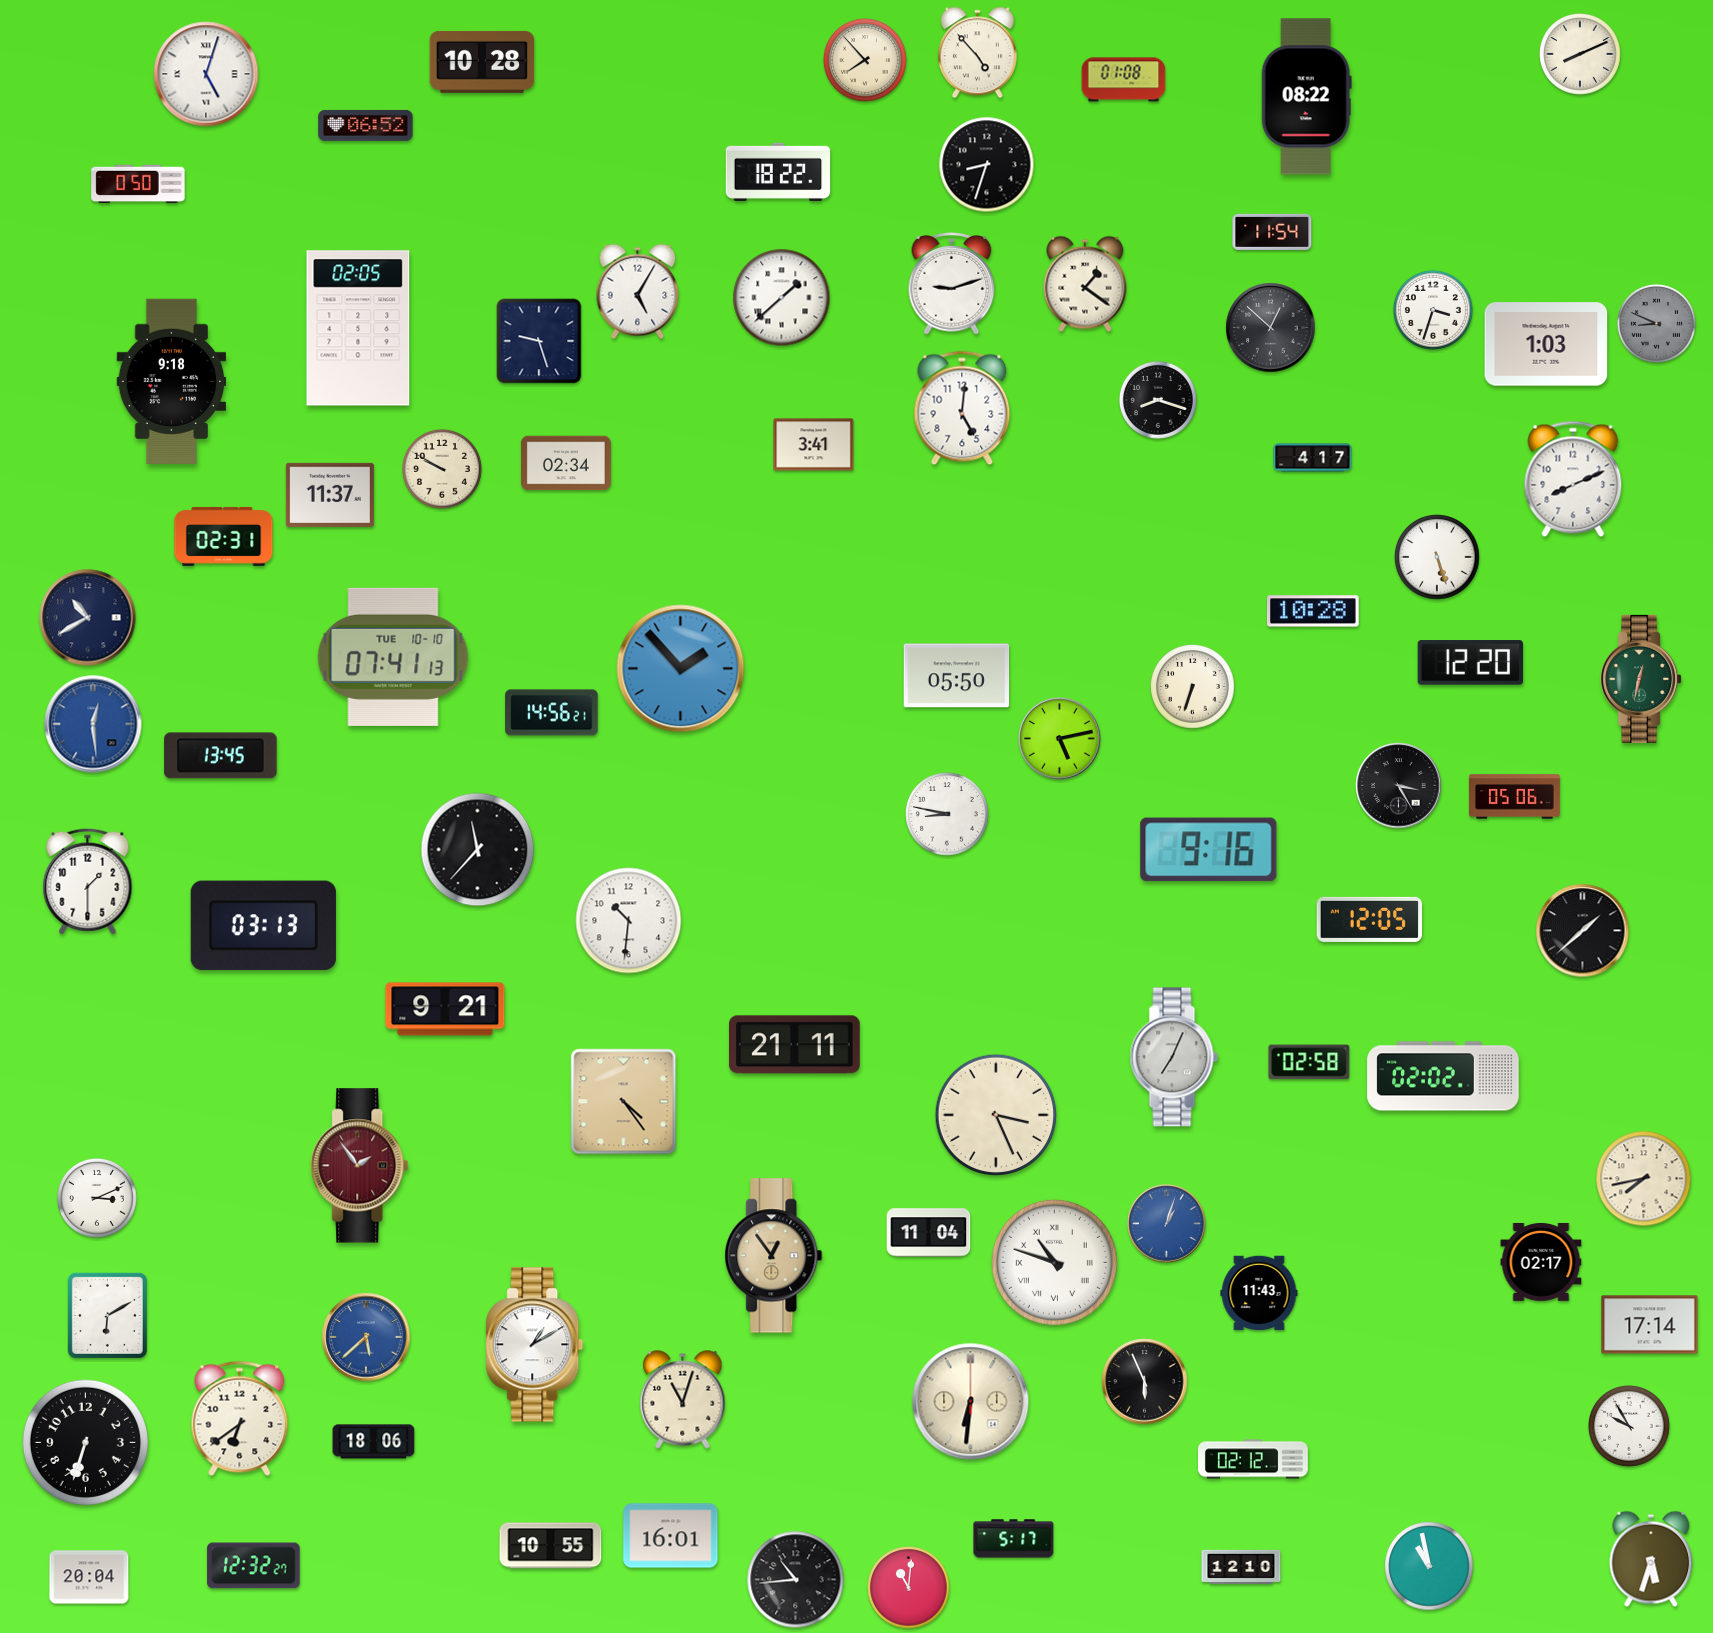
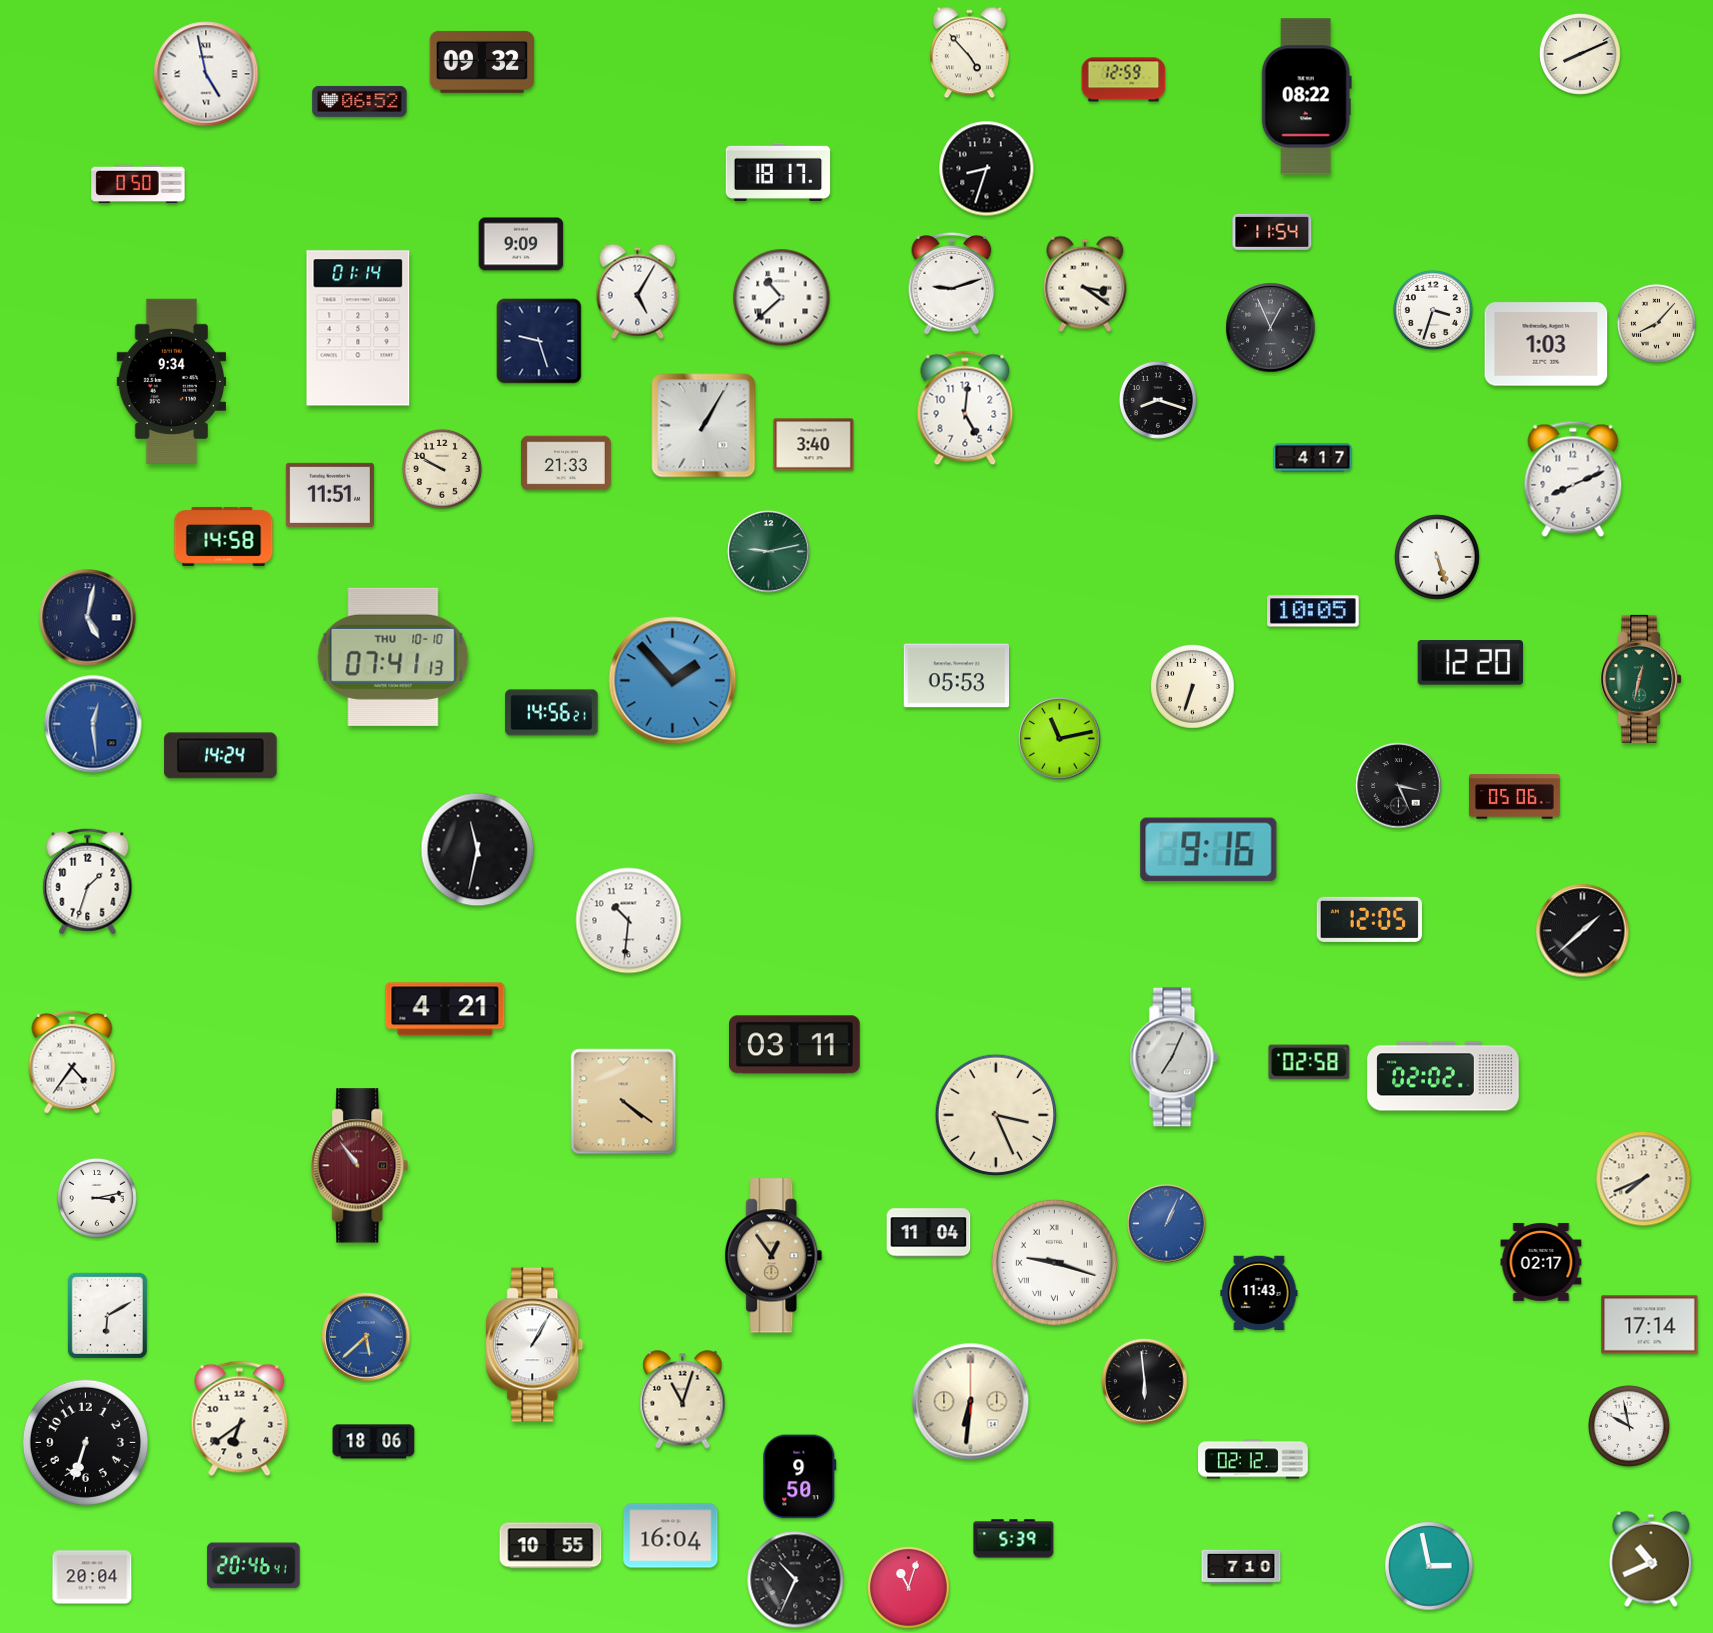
clock at (977, 53) position: (977, 53) -> (969, 53)
clock at (865, 60): 7:53 -> none
clock at (482, 62): 10:28 -> 09:32
clock at (206, 74): 5:03 -> 4:58
clock at (1124, 80): 01:08 -> 12:59
clock at (366, 125) position: (366, 125) -> (360, 101)
clock at (987, 165) position: (987, 165) -> (987, 169)
clock at (778, 172): 18:22 -> 18:17
clock at (521, 244): none -> 9:09
clock at (1085, 284): 1:21 -> 3:21
clock at (782, 298): 1:38 -> 10:38
clock at (1656, 323): 8:49 -> 8:07
clock at (1656, 323) dial: grey -> cream
clock at (358, 328): 02:05 -> 01:14
clock at (1271, 328): 12:52 -> 12:56
clock at (172, 381): 9:18 -> 9:34
clock at (962, 408) position: (962, 408) -> (965, 408)
clock at (704, 426): none -> 1:05
clock at (814, 445): 3:41 -> 3:40
clock at (566, 463): 02:34 -> 21:33
clock at (330, 495): 11:37 -> 11:51
clock at (224, 536): 02:31 -> 14:58
clock at (769, 552): none -> 9:13
clock at (1313, 611): 10:28 -> 10:05
clock at (88, 618): 10:40 -> 5:02
clock at (393, 657) date: TUE 10-10 -> THU 10-10
clock at (681, 669) position: (681, 669) -> (673, 681)
clock at (957, 676): 05:50 -> 05:53
clock at (1060, 739): 5:13 -> 11:13
clock at (221, 756): 13:45 -> 14:24
clock at (1399, 786): 3:25 -> 3:26
clock at (947, 814): 8:47 -> none
clock at (478, 850): 11:37 -> 11:32
clock at (88, 882): 1:30 -> 1:33
clock at (263, 926): 03:13 -> none
clock at (445, 1009): 9:21 -> 4:21
clock at (795, 1045): 21:11 -> 03:11
clock at (72, 1062): none -> 4:36
clock at (624, 1102): 4:24 -> 4:21
clock at (360, 1166): 1:54 -> 10:54
clock at (1644, 1179): 7:43 -> 7:41
clock at (97, 1198): 3:11 -> 3:13
clock at (1167, 1224): 1:03 -> 1:04
clock at (1054, 1262): 10:48 -> 9:18
clock at (535, 1345): 1:10 -> 1:05
clock at (1145, 1382): 5:56 -> 5:59
clock at (1630, 1427): 9:55 -> 9:58
clock at (800, 1477): none -> 9:50
clock at (671, 1536): 16:01 -> 16:04
clock at (1014, 1539): 5:17 -> 5:39
clock at (1651, 1559): 5:33 -> 10:41
clock at (254, 1566): 12:32 -> 20:46
clock at (1241, 1566): 12:10 -> 7:10
clock at (1429, 1566): 10:58 -> 2:58
clock at (89, 1577) position: (89, 1577) -> (92, 1577)
clock at (796, 1580): 10:44 -> 10:34
clock at (909, 1588): 11:01 -> 11:03
